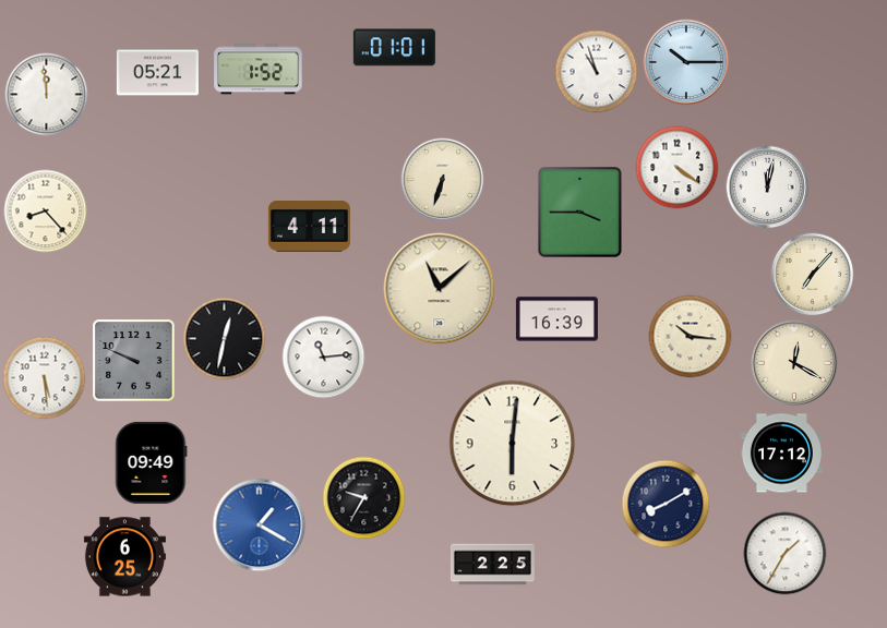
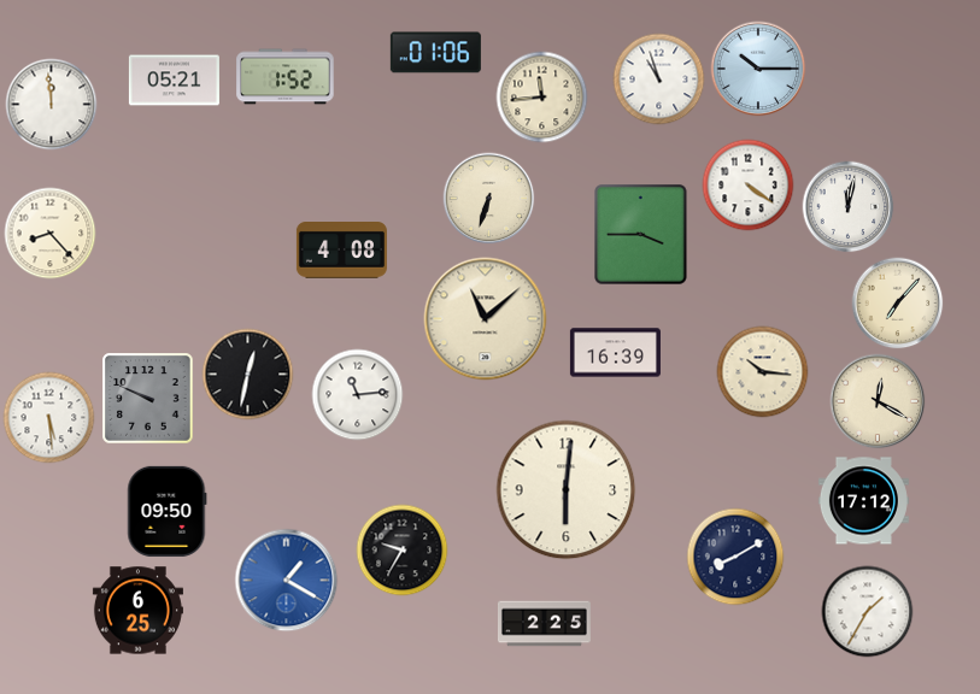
clock at (394, 48): 01:01 -> 01:06
clock at (542, 98): none -> 11:44
clock at (309, 227): 4:11 -> 4:08
clock at (152, 462): 09:49 -> 09:50
clock at (124, 557) position: (124, 557) -> (137, 611)
